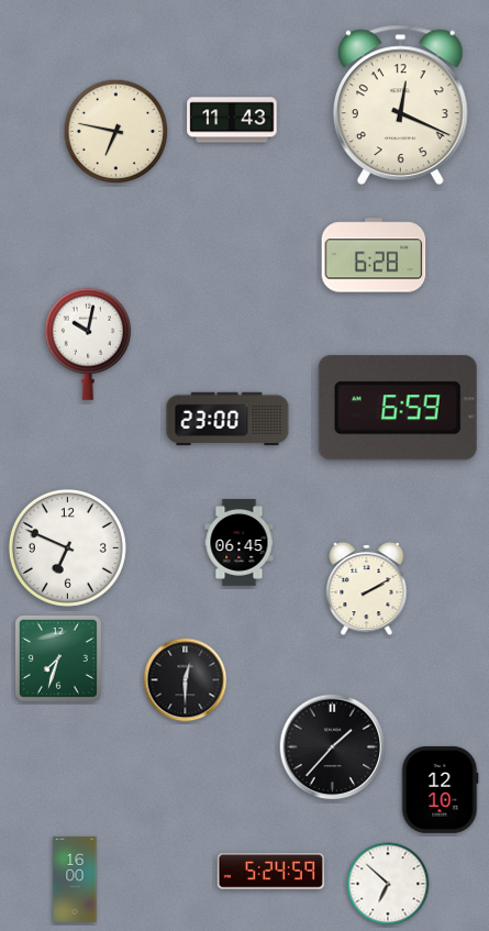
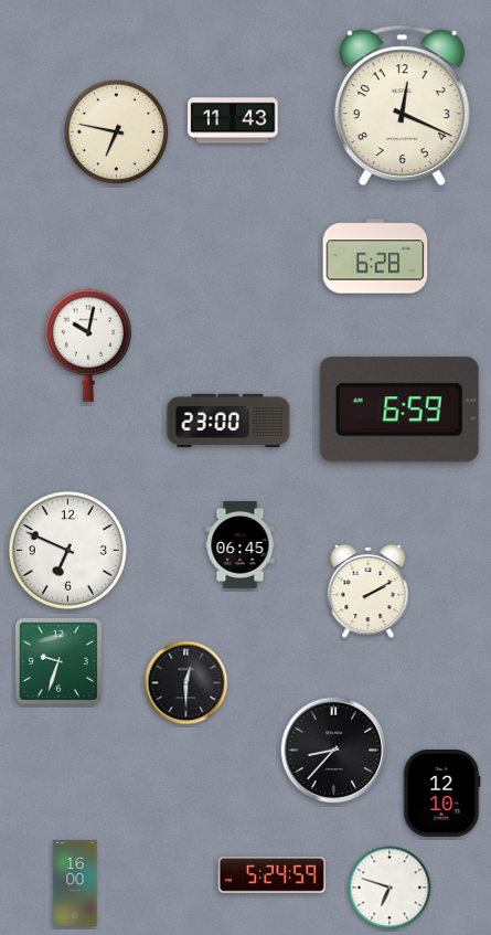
clock at (58, 658): 7:33 -> 9:33
clock at (333, 747): 1:37 -> 8:37
clock at (388, 884): 6:52 -> 6:48
